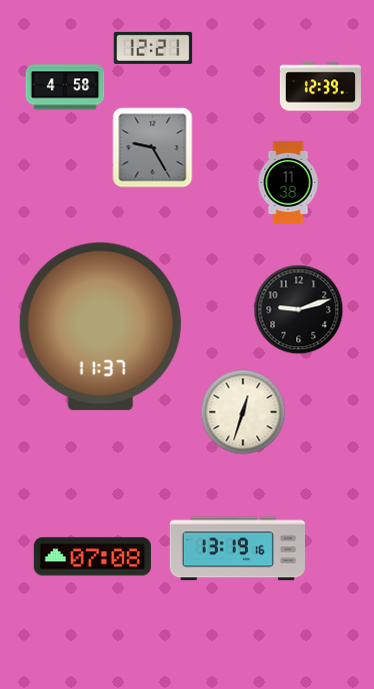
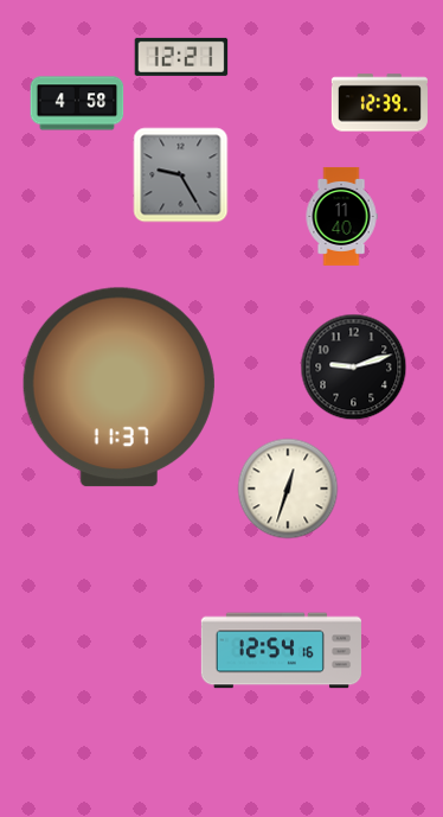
clock at (288, 182): 11:38 -> 11:40
clock at (237, 549): 13:19 -> 12:54
clock at (92, 557): 07:08 -> none
